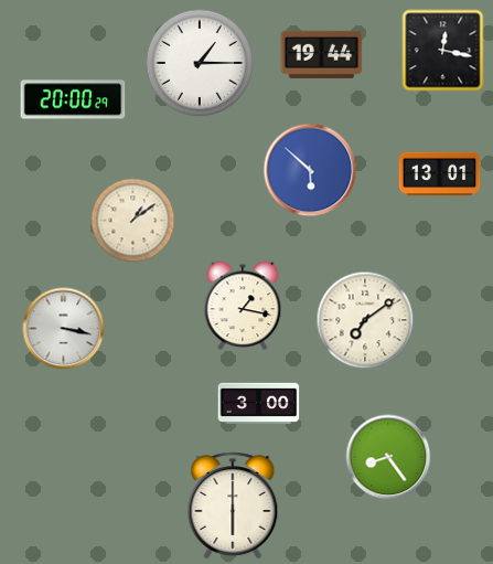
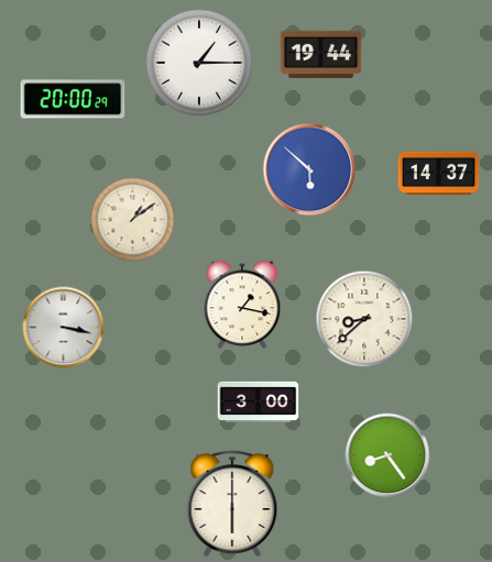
clock at (443, 51): 12:17 -> none
clock at (440, 174): 13:01 -> 14:37
clock at (365, 320): 7:09 -> 8:38
